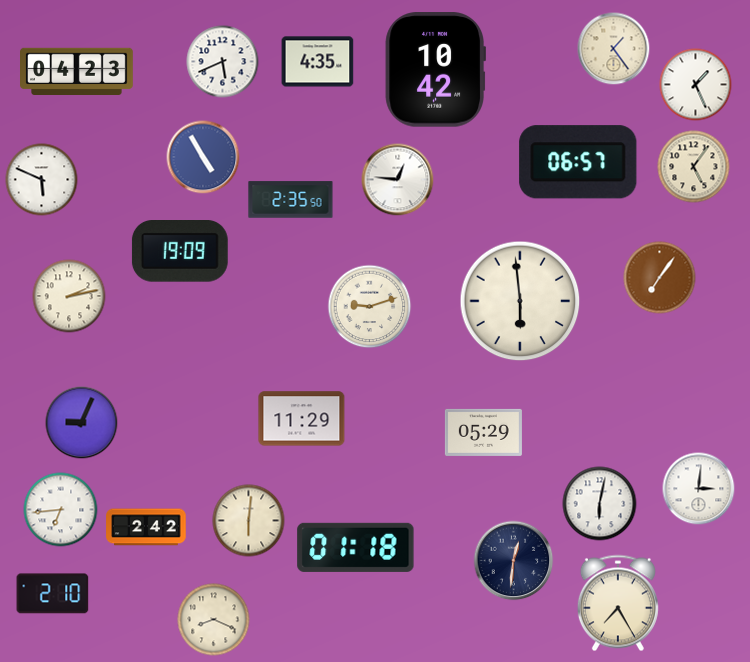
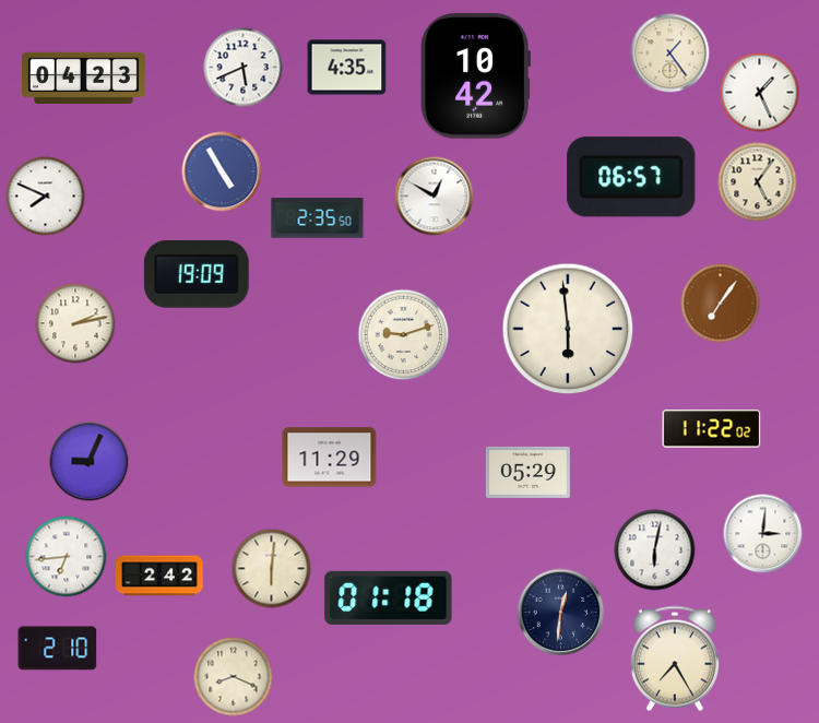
clock at (42, 180): 5:49 -> 7:49
clock at (398, 180): 12:46 -> 12:50
clock at (712, 429): none -> 11:22
